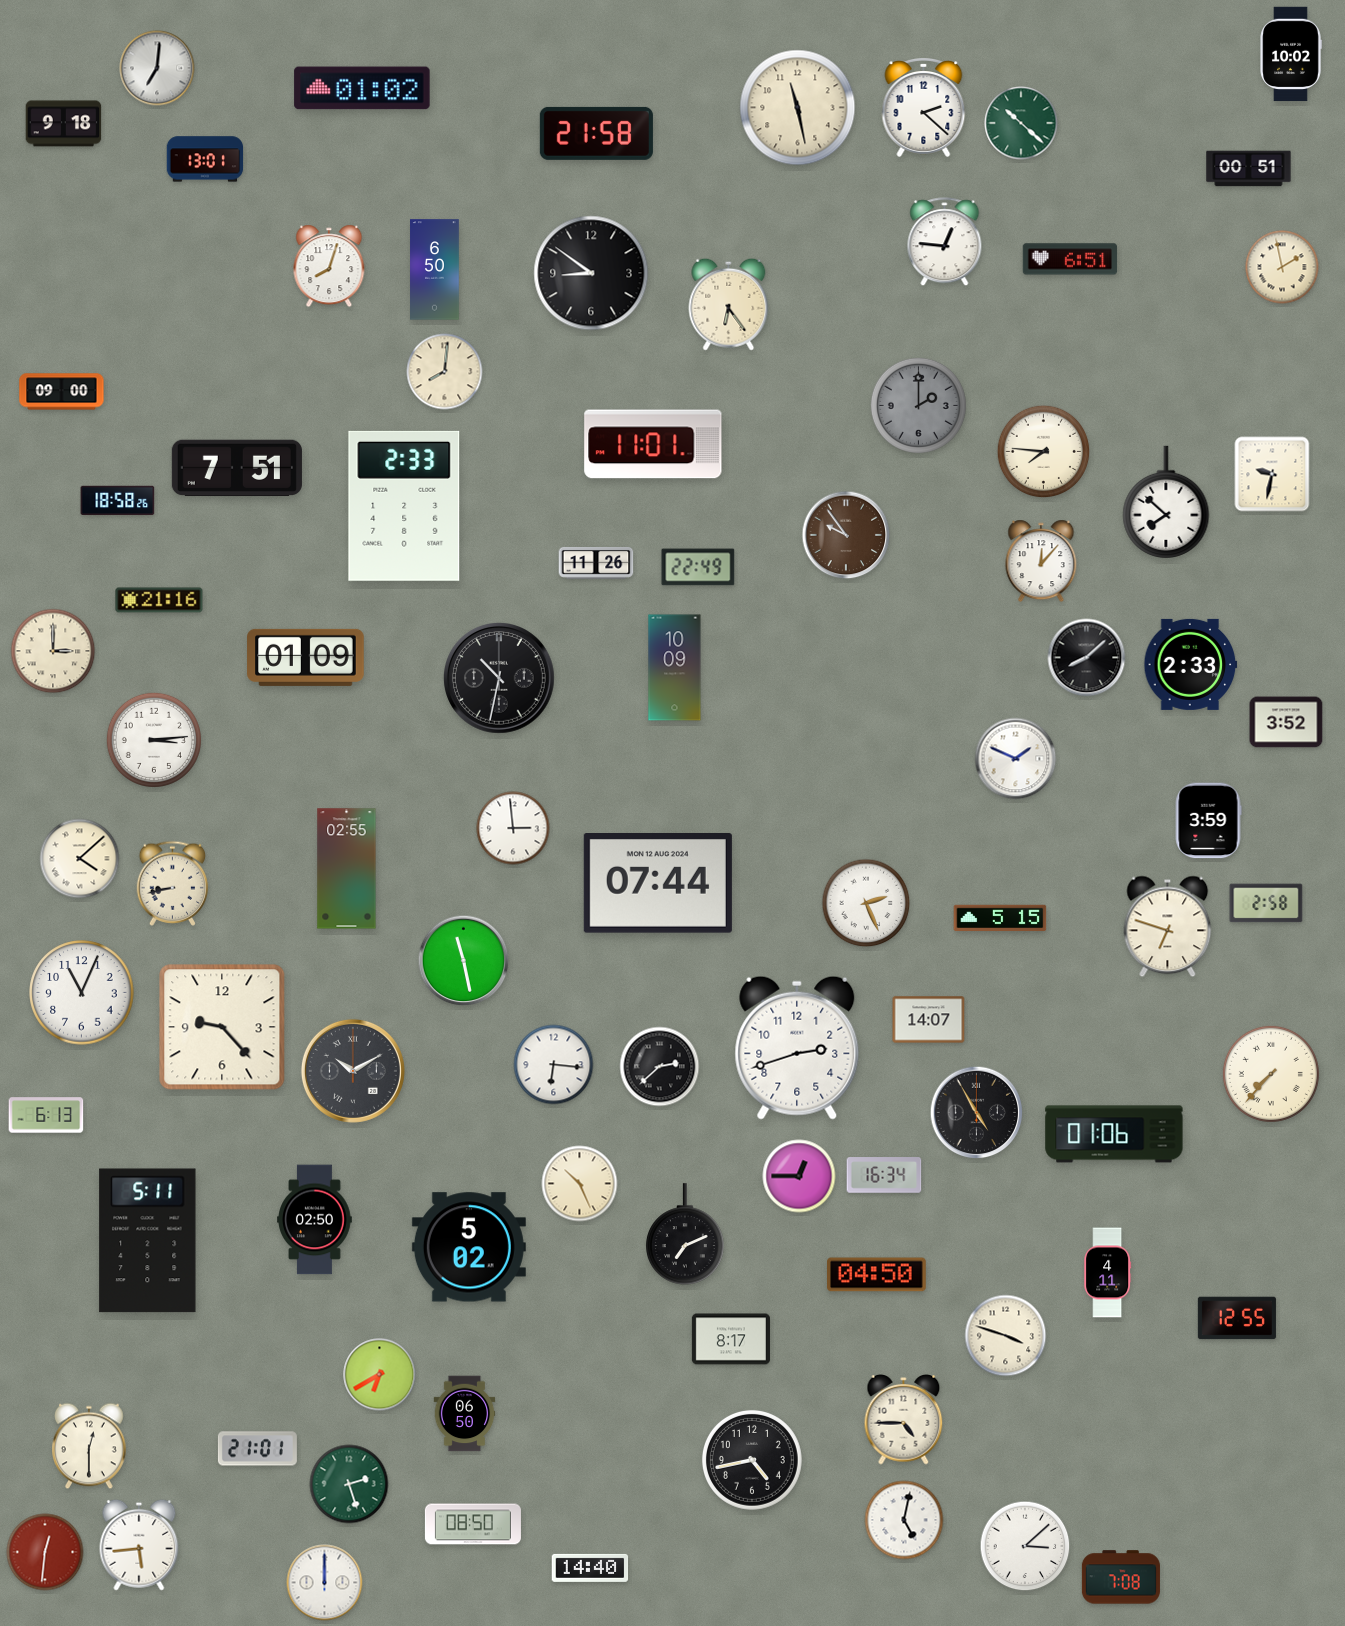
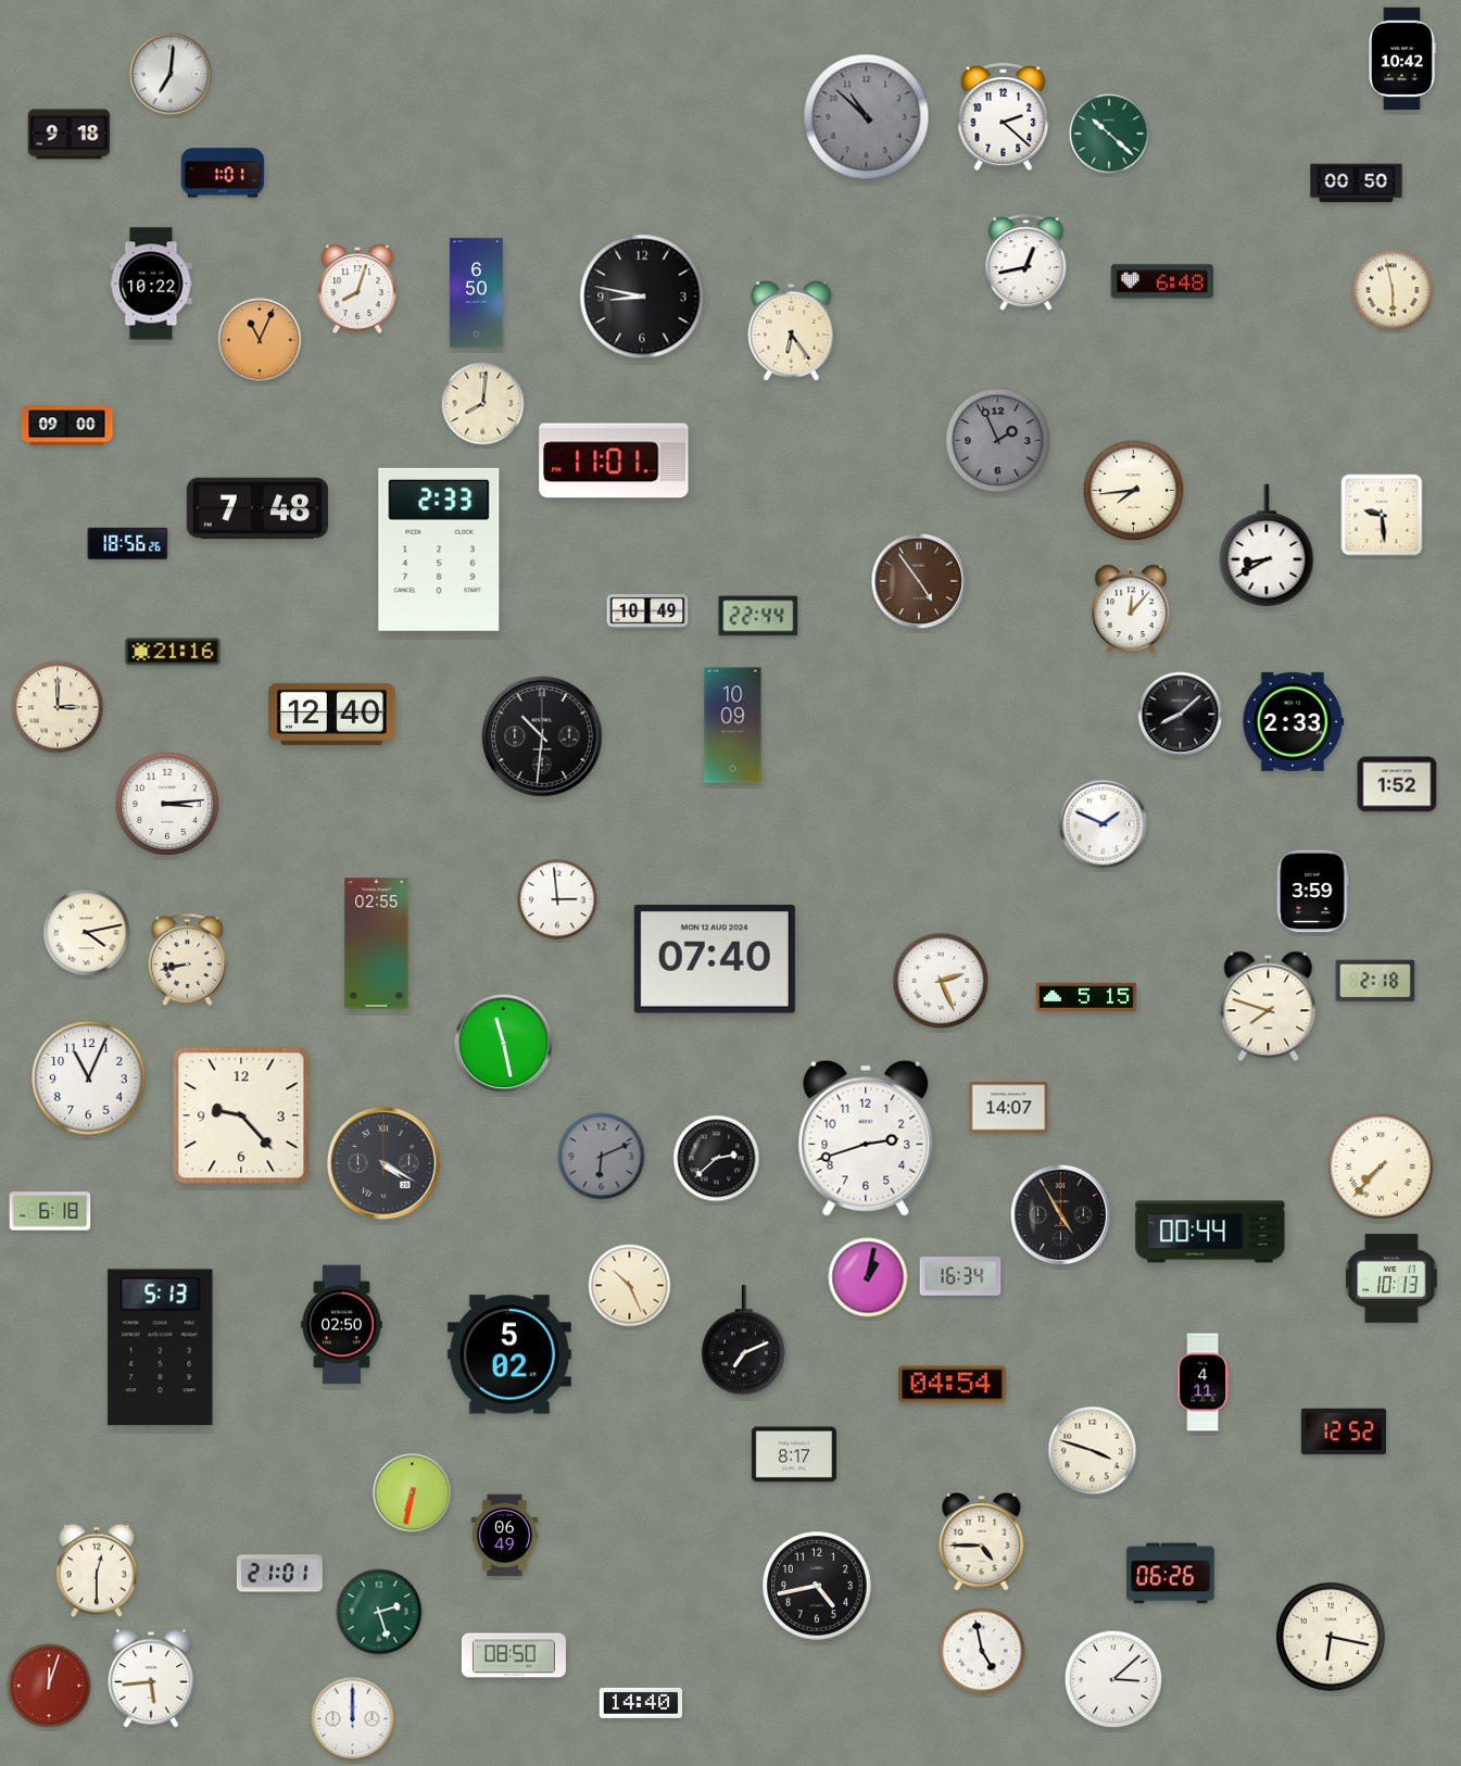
clock at (1291, 54): 10:02 -> 10:42
clock at (362, 88): 01:02 -> none
clock at (798, 108): 11:28 -> 10:52
clock at (798, 108) dial: cream -> grey
clock at (596, 133): 21:58 -> none
clock at (205, 159): 13:01 -> 1:01
clock at (1249, 169): 00:51 -> 00:50
clock at (945, 242): 12:46 -> 12:43
clock at (1070, 259): 6:51 -> 6:48
clock at (151, 283): none -> 10:22
clock at (1282, 267): 1:58 -> 5:58
clock at (435, 270) position: (435, 270) -> (477, 293)
clock at (591, 273): 8:51 -> 8:47
clock at (260, 340): none -> 11:04
clock at (918, 405): 2:00 -> 1:56
clock at (653, 444) position: (653, 444) -> (614, 461)
clock at (1044, 452): 7:46 -> 7:44
clock at (237, 468): 7:51 -> 7:48
clock at (1272, 474): 9:32 -> 9:29
clock at (118, 500): 18:58 -> 18:56
clock at (1166, 502): 7:52 -> 8:40
clock at (846, 535): 9:54 -> 4:54
clock at (596, 563): 11:26 -> 10:49
clock at (698, 567): 22:49 -> 22:44
clock at (306, 657): 01:09 -> 12:40
clock at (500, 679): 10:32 -> 10:31
clock at (1286, 722): 3:52 -> 1:52
clock at (80, 859): 4:08 -> 4:13
clock at (658, 884): 07:44 -> 07:40
clock at (1266, 903): 2:58 -> 2:18
clock at (1168, 927): 6:48 -> 7:48
clock at (554, 1065): 6:16 -> 6:11
clock at (554, 1065) dial: white -> grey
clock at (353, 1071): 10:10 -> 4:20
clock at (977, 1113) position: (977, 1113) -> (1061, 1215)
clock at (46, 1115): 6:13 -> 6:18
clock at (1114, 1134): 01:06 -> 00:44
clock at (799, 1176): 12:45 -> 1:02
clock at (1391, 1278): none -> 10:13
clock at (148, 1241): 5:11 -> 5:13
clock at (877, 1275): 04:50 -> 04:54
clock at (1237, 1318): 12:55 -> 12:52
clock at (380, 1375): 6:40 -> 6:32
clock at (465, 1414): 06:50 -> 06:49
clock at (1171, 1574): none -> 06:26
clock at (1331, 1637): none -> 6:17
clock at (904, 1520): 5:02 -> 4:58
clock at (45, 1552): 12:31 -> 12:03
clock at (1121, 1577): 7:08 -> none
